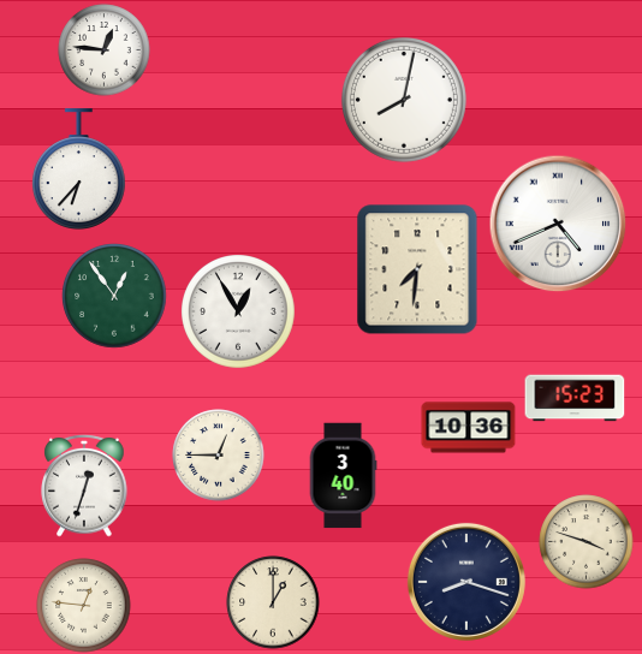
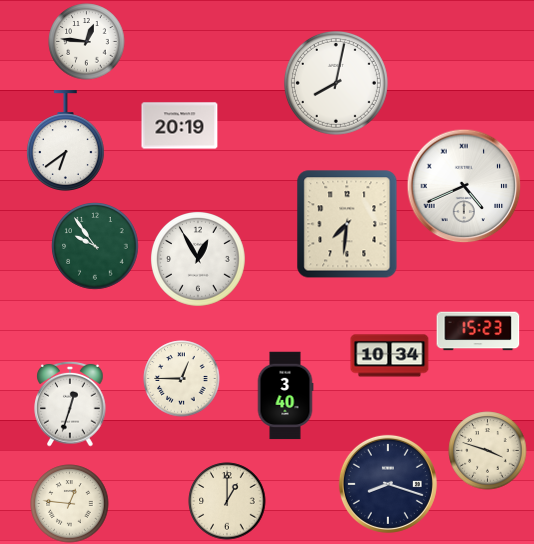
clock at (180, 126): none -> 20:19
clock at (78, 170): 6:37 -> 6:39
clock at (114, 296): 12:54 -> 9:54
clock at (469, 428): 10:36 -> 10:34
